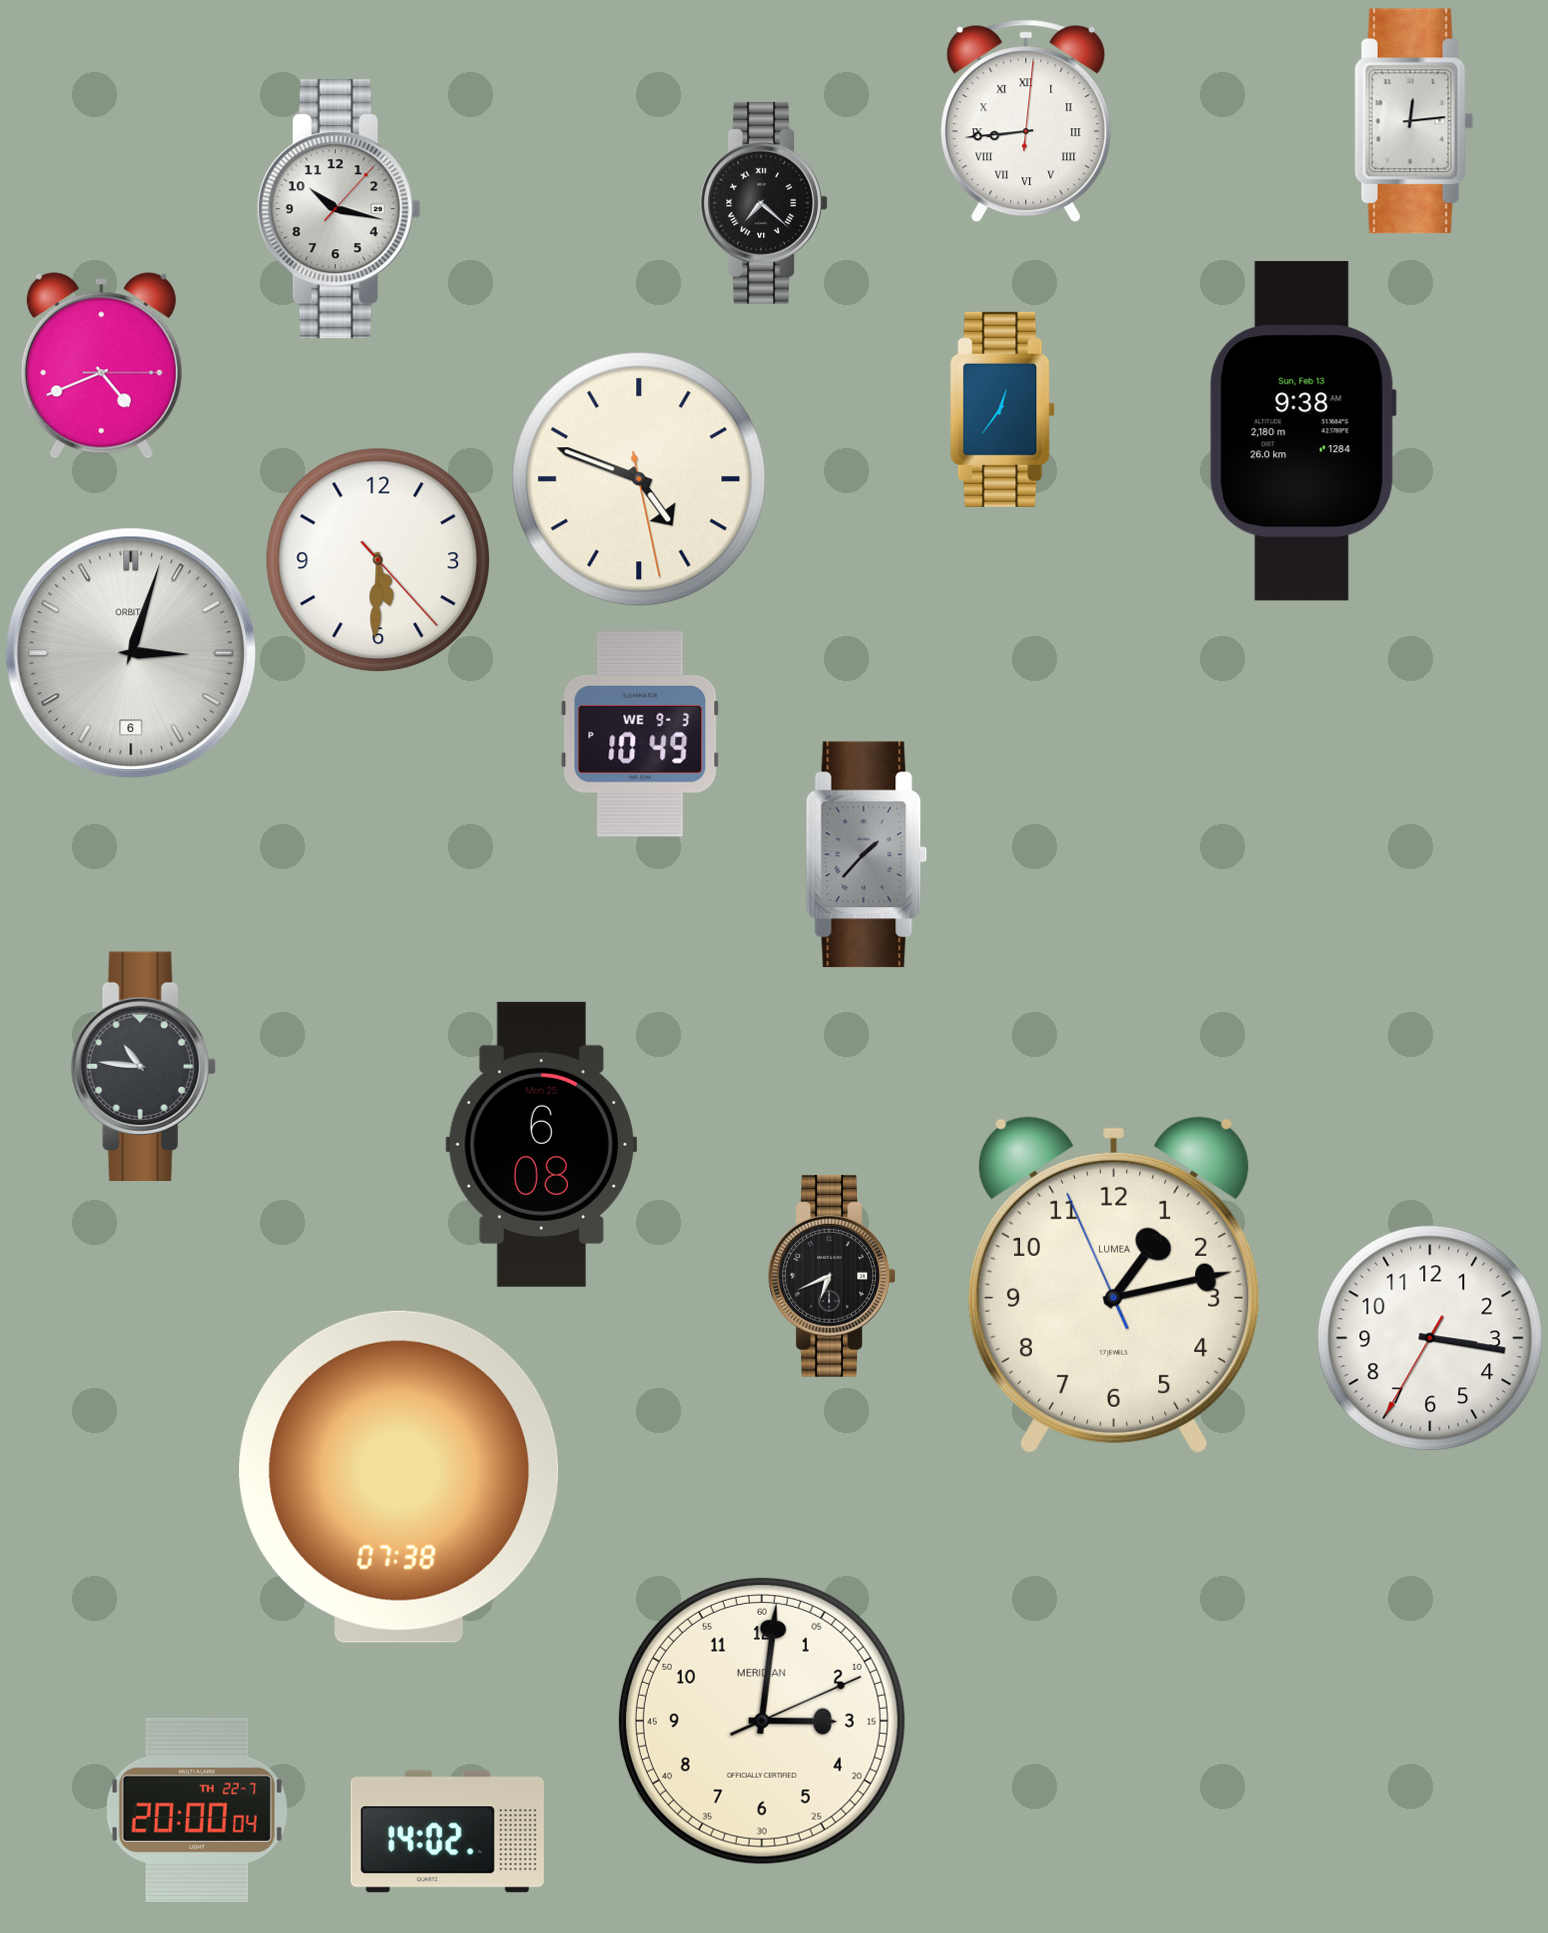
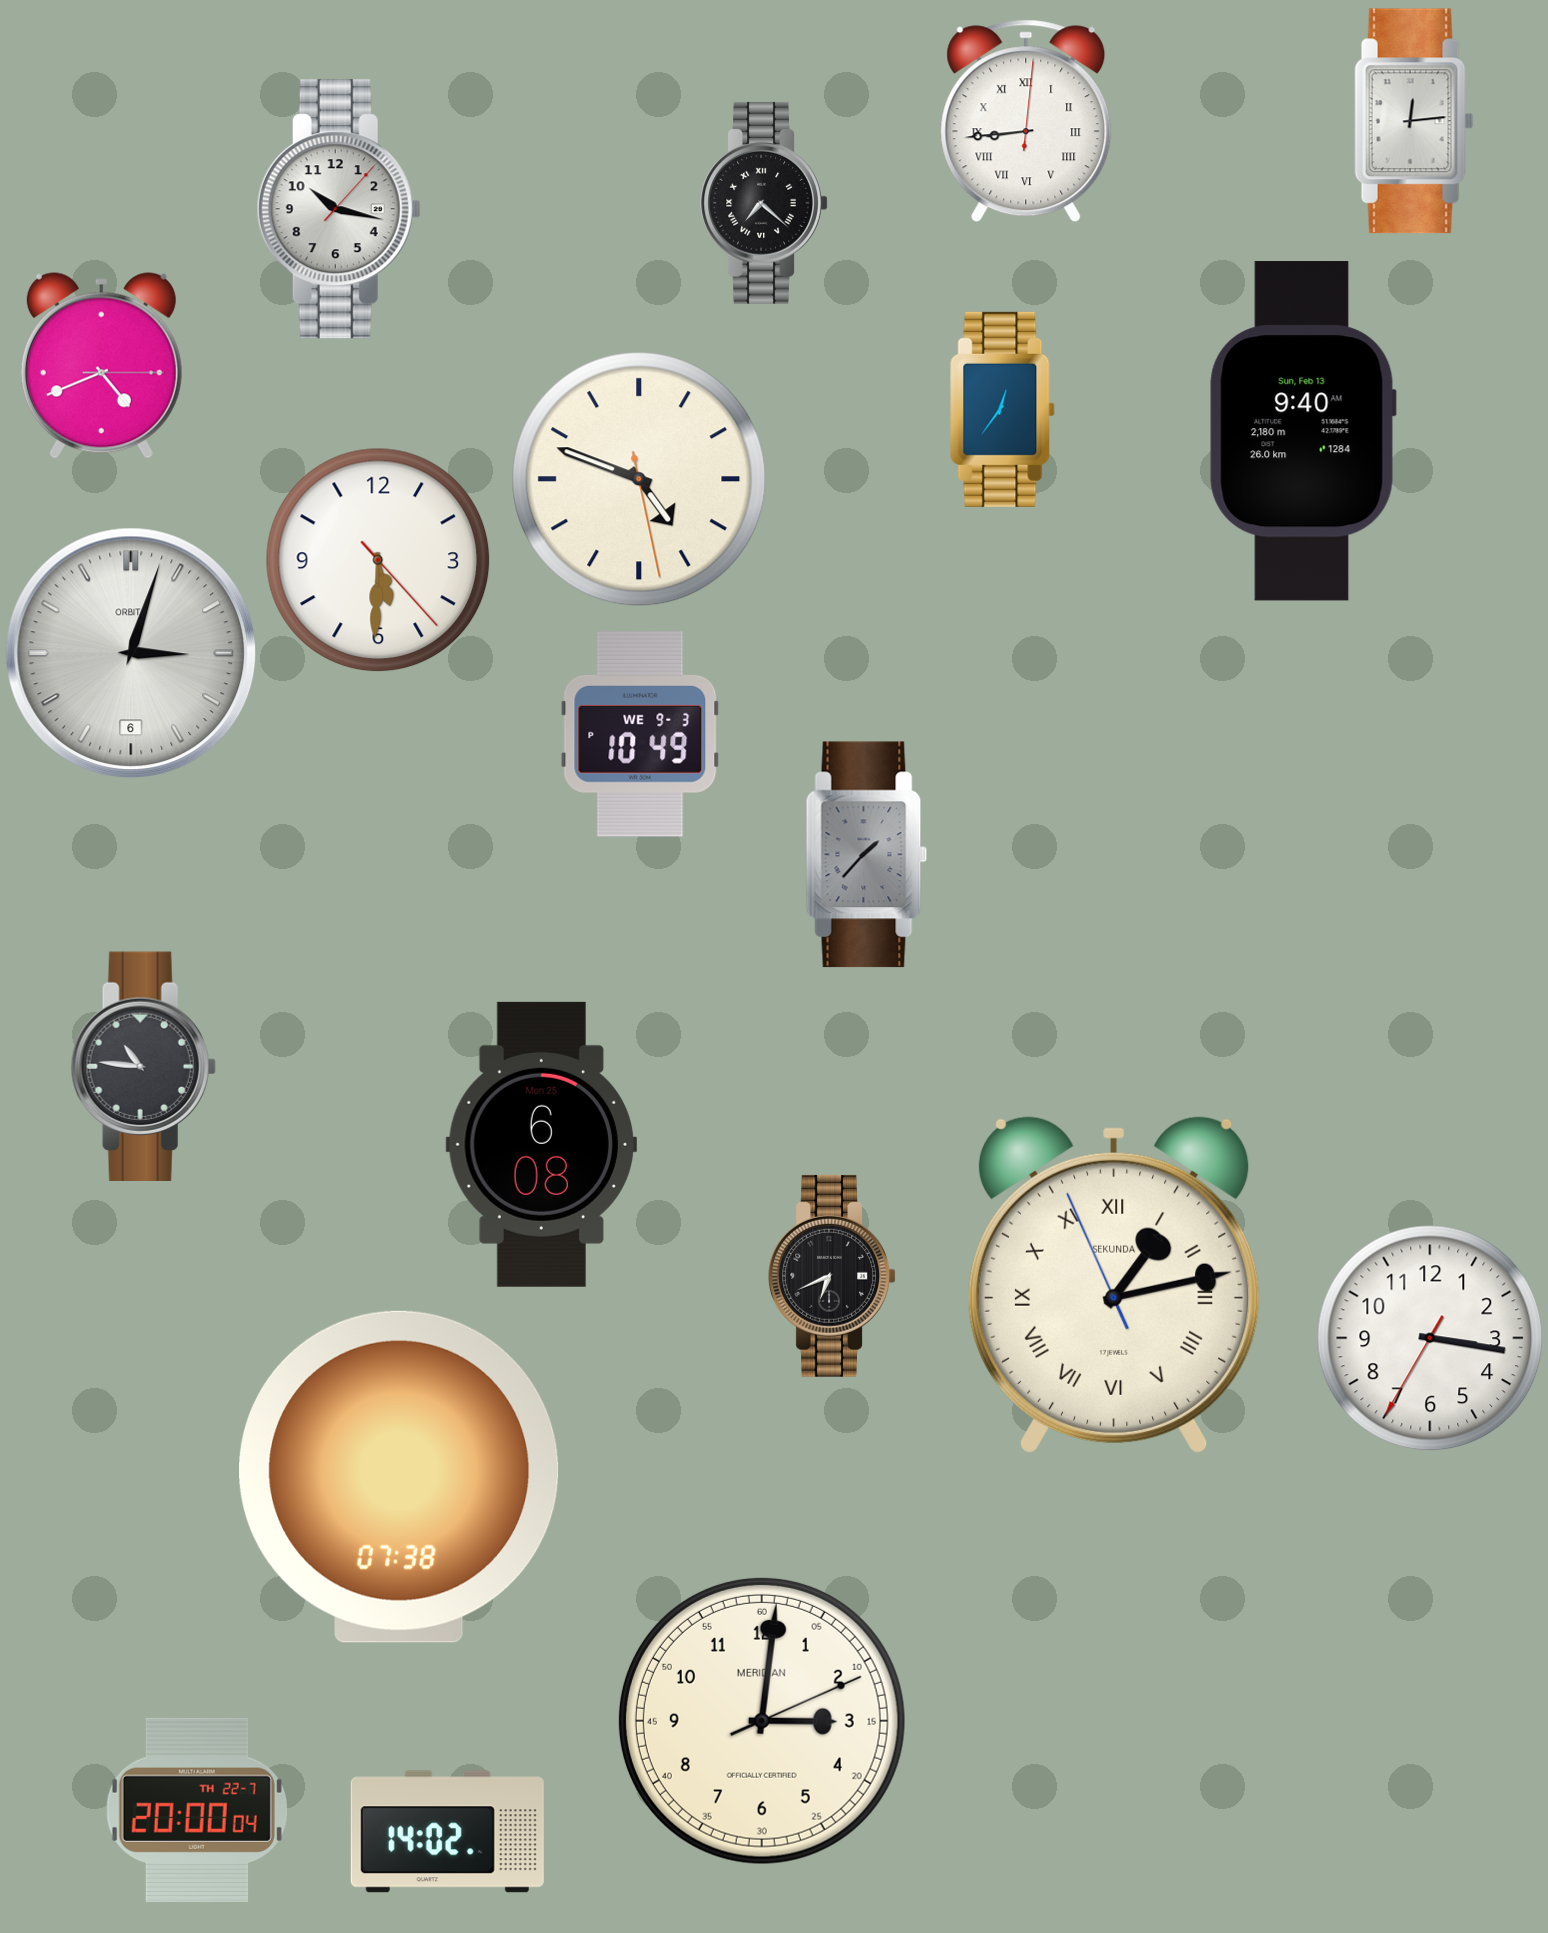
clock at (1303, 431): 9:38 -> 9:40
clock at (1114, 1285) numerals: Arabic -> Roman
clock at (1114, 1285) brand: LUMEA -> SEKUNDA
